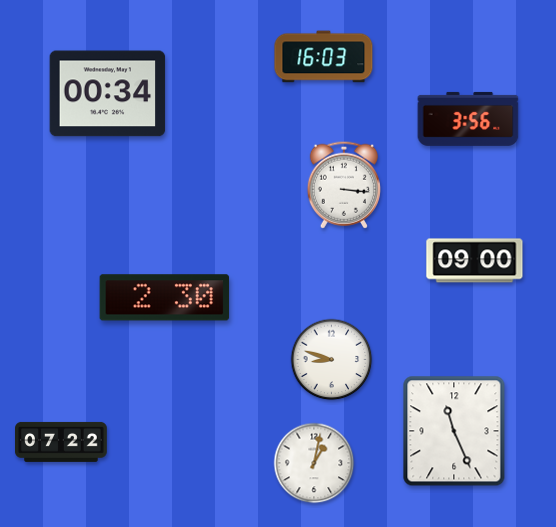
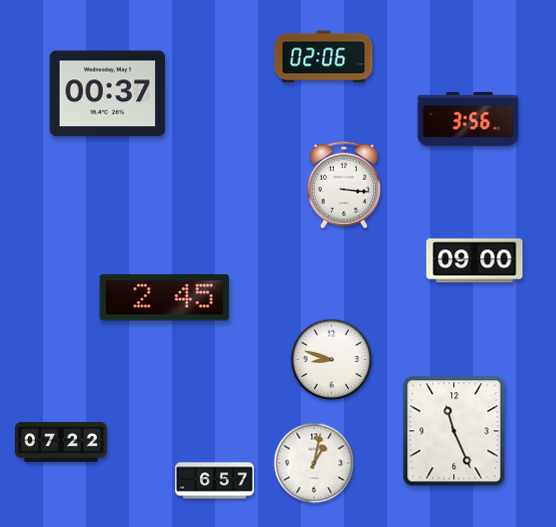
clock at (324, 57): 16:03 -> 02:06
clock at (108, 94): 00:34 -> 00:37
clock at (165, 298): 2:30 -> 2:45
clock at (215, 481): none -> 6:57
